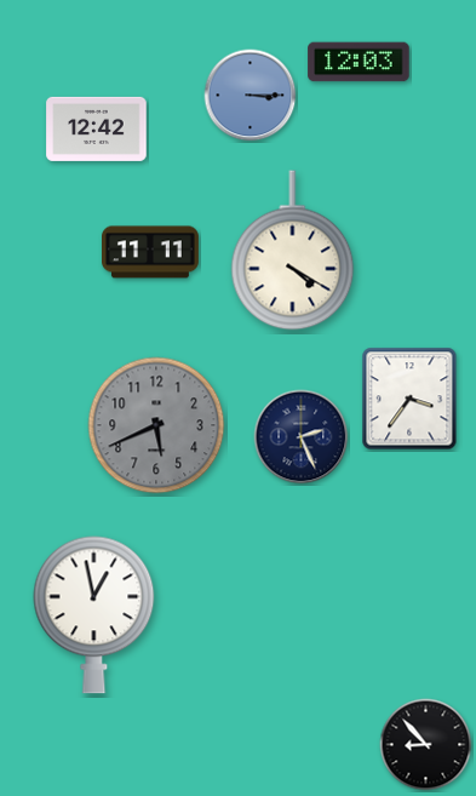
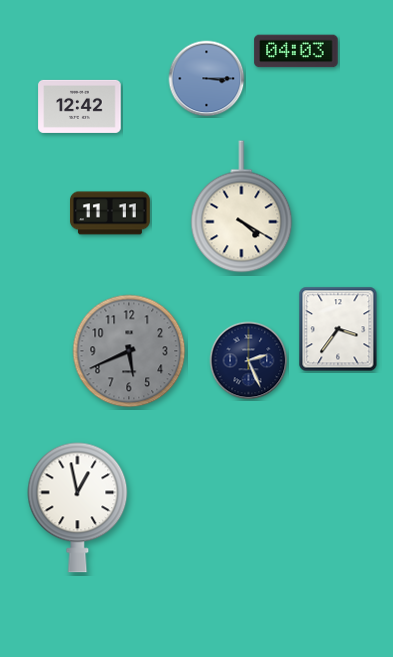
clock at (359, 62): 12:03 -> 04:03
clock at (151, 252) position: (151, 252) -> (111, 213)
clock at (426, 745): 8:53 -> none
